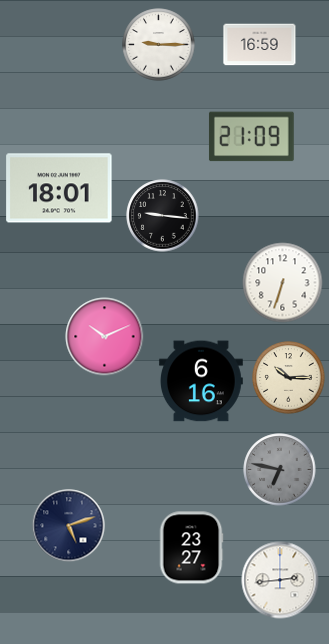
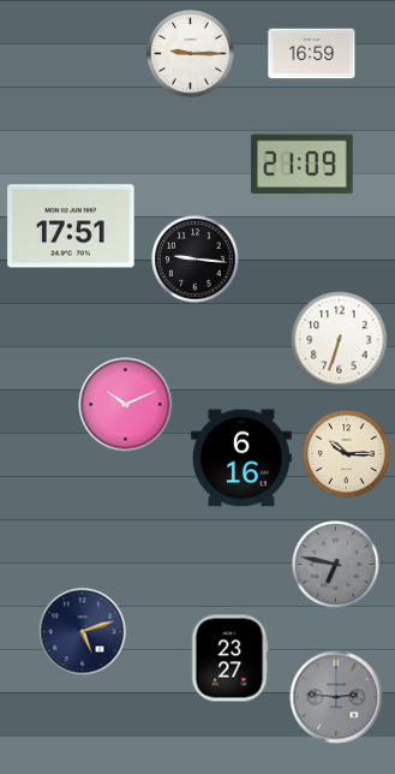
clock at (59, 188): 18:01 -> 17:51
clock at (280, 580): 2:44 -> 2:46
clock at (280, 580) dial: white -> grey
